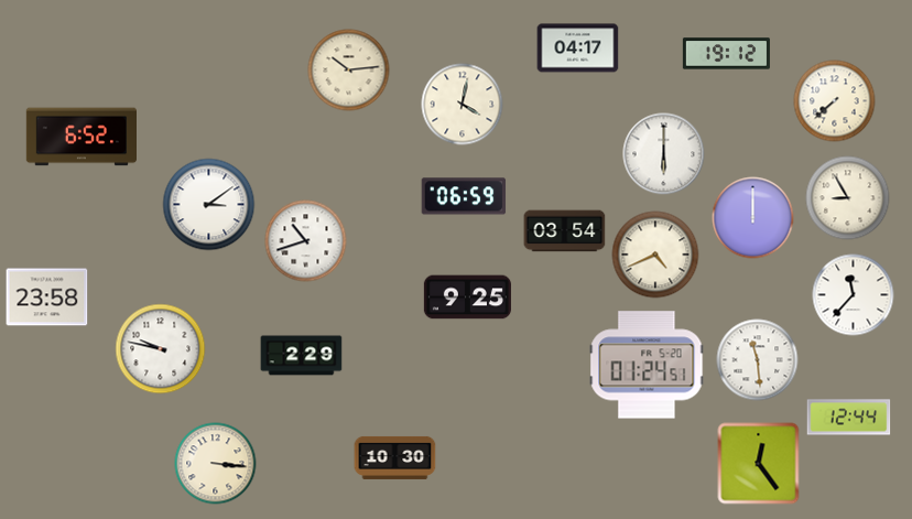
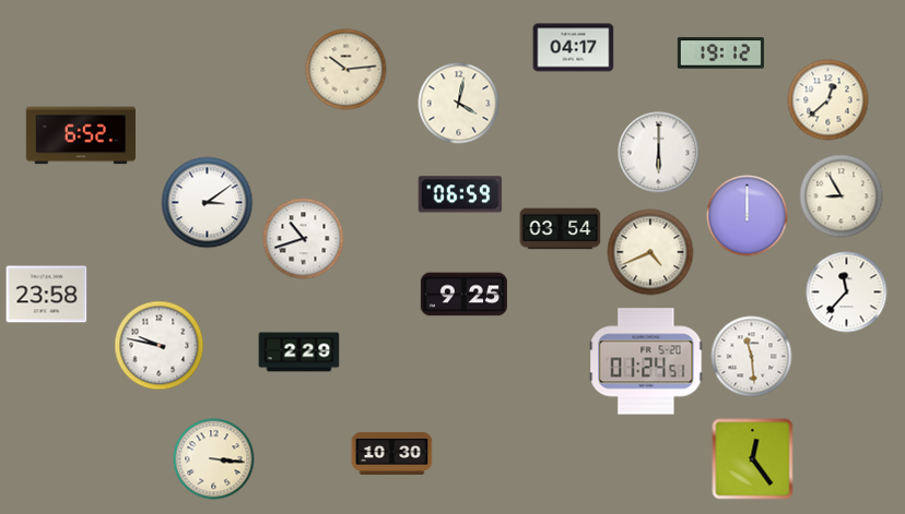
clock at (835, 101): 7:38 -> 12:38
clock at (647, 365) position: (647, 365) -> (646, 361)
clock at (849, 418): 12:44 -> none
